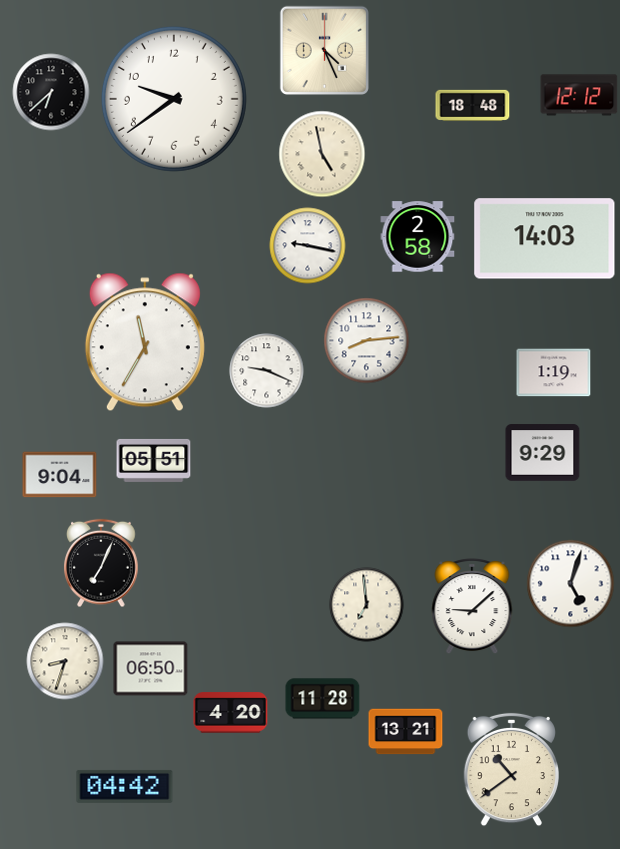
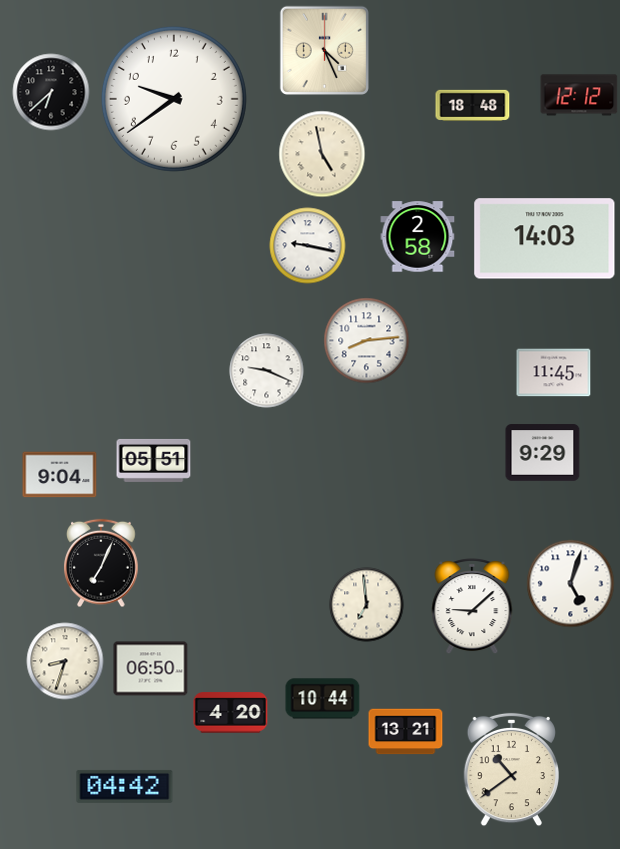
clock at (145, 342): 11:35 -> none
clock at (554, 373): 1:19 -> 11:45
clock at (323, 699): 11:28 -> 10:44
